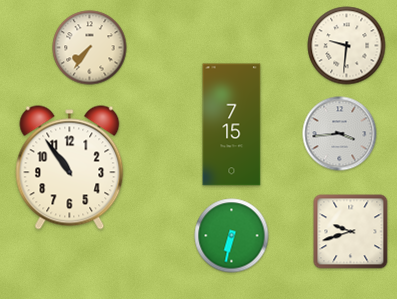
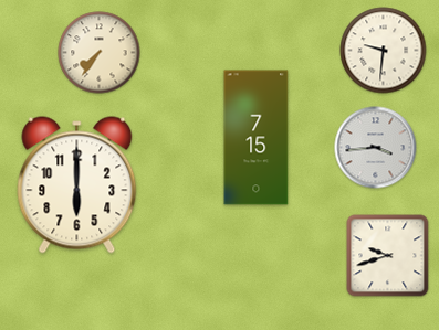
clock at (70, 168): 10:54 -> 6:00
clock at (232, 236): 6:32 -> none
